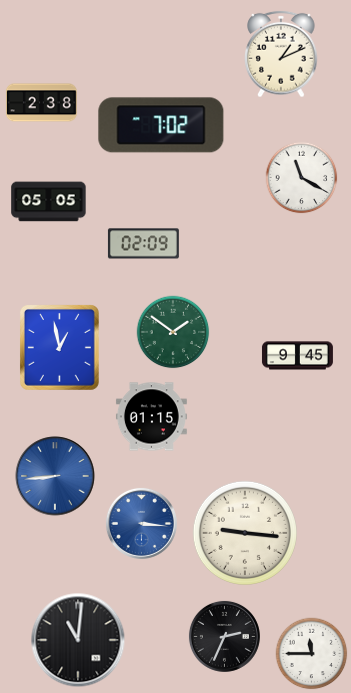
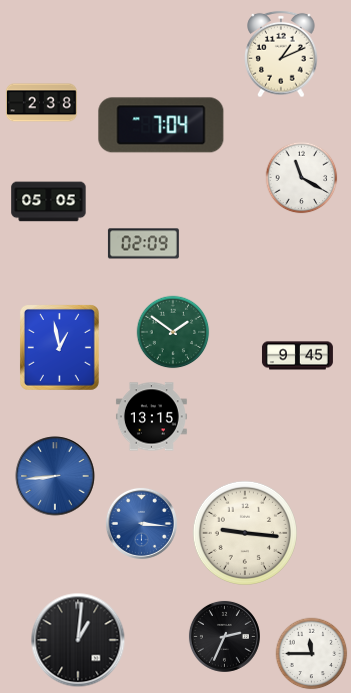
clock at (161, 125): 7:02 -> 7:04
clock at (151, 417): 01:15 -> 13:15
clock at (78, 640): 11:01 -> 1:01
